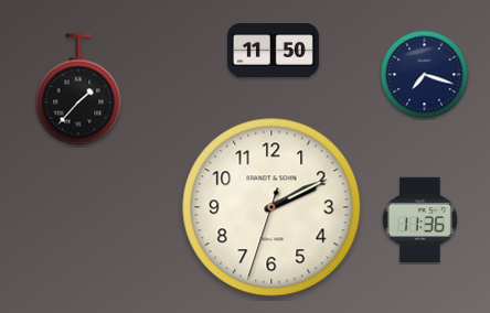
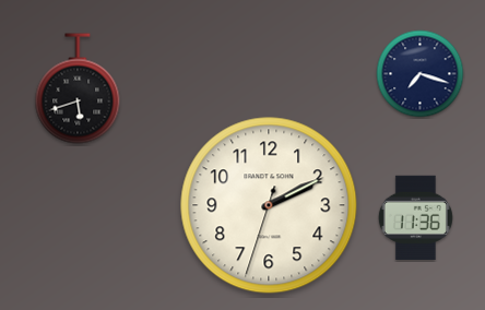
clock at (274, 51): 11:50 -> none
clock at (78, 89): 1:37 -> 5:42
